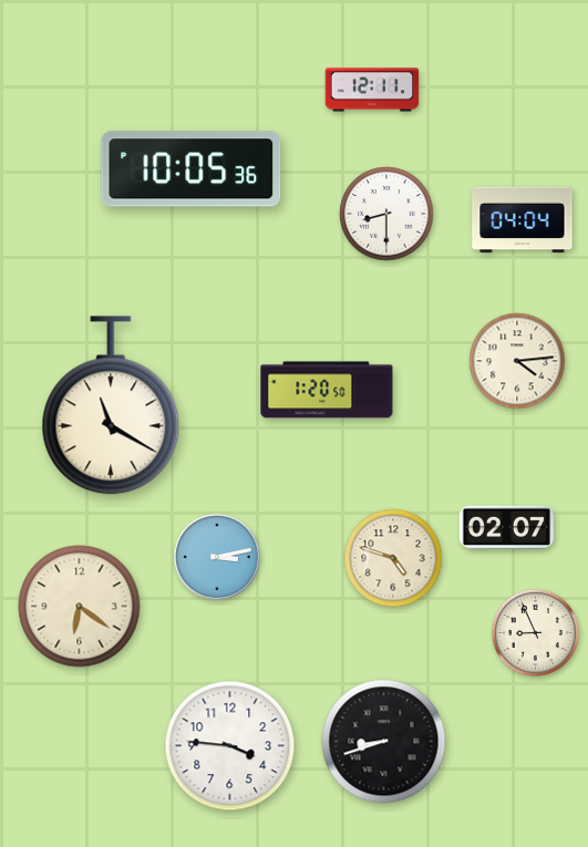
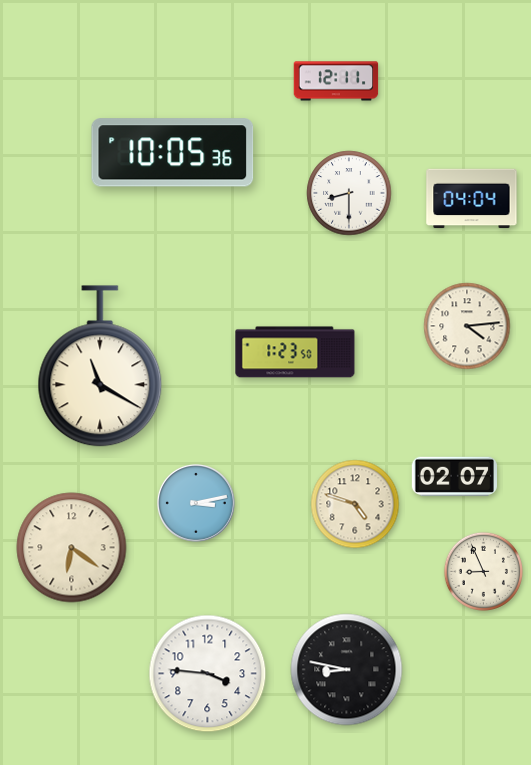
clock at (327, 390): 1:20 -> 1:23
clock at (506, 528) position: (506, 528) -> (454, 477)
clock at (384, 742): 8:42 -> 8:47
